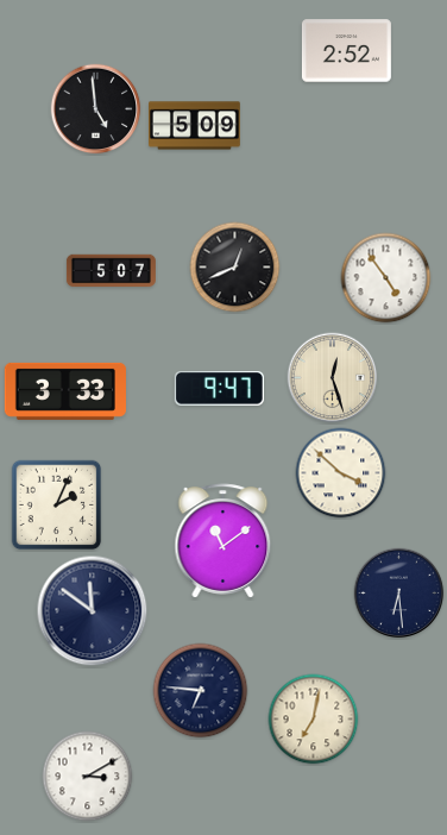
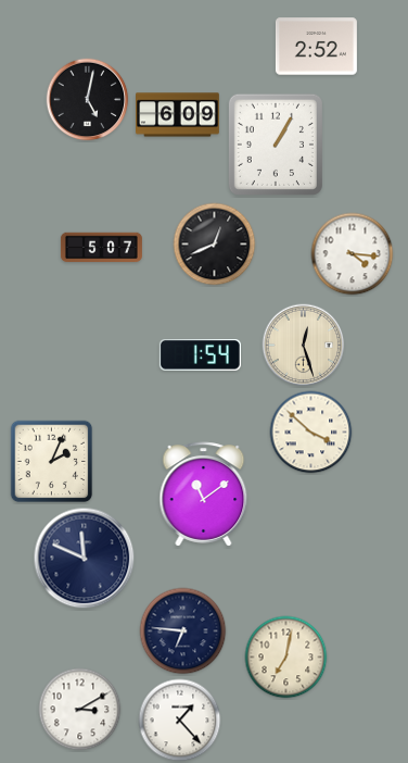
clock at (96, 109): 4:59 -> 5:02
clock at (195, 126): 5:09 -> 6:09
clock at (276, 145): none -> 1:05
clock at (386, 278): 4:54 -> 4:16
clock at (219, 389): 9:47 -> 1:54
clock at (65, 391): 3:33 -> none
clock at (399, 594): 6:29 -> none
clock at (93, 611): 11:51 -> 11:49
clock at (180, 721): none -> 1:23
